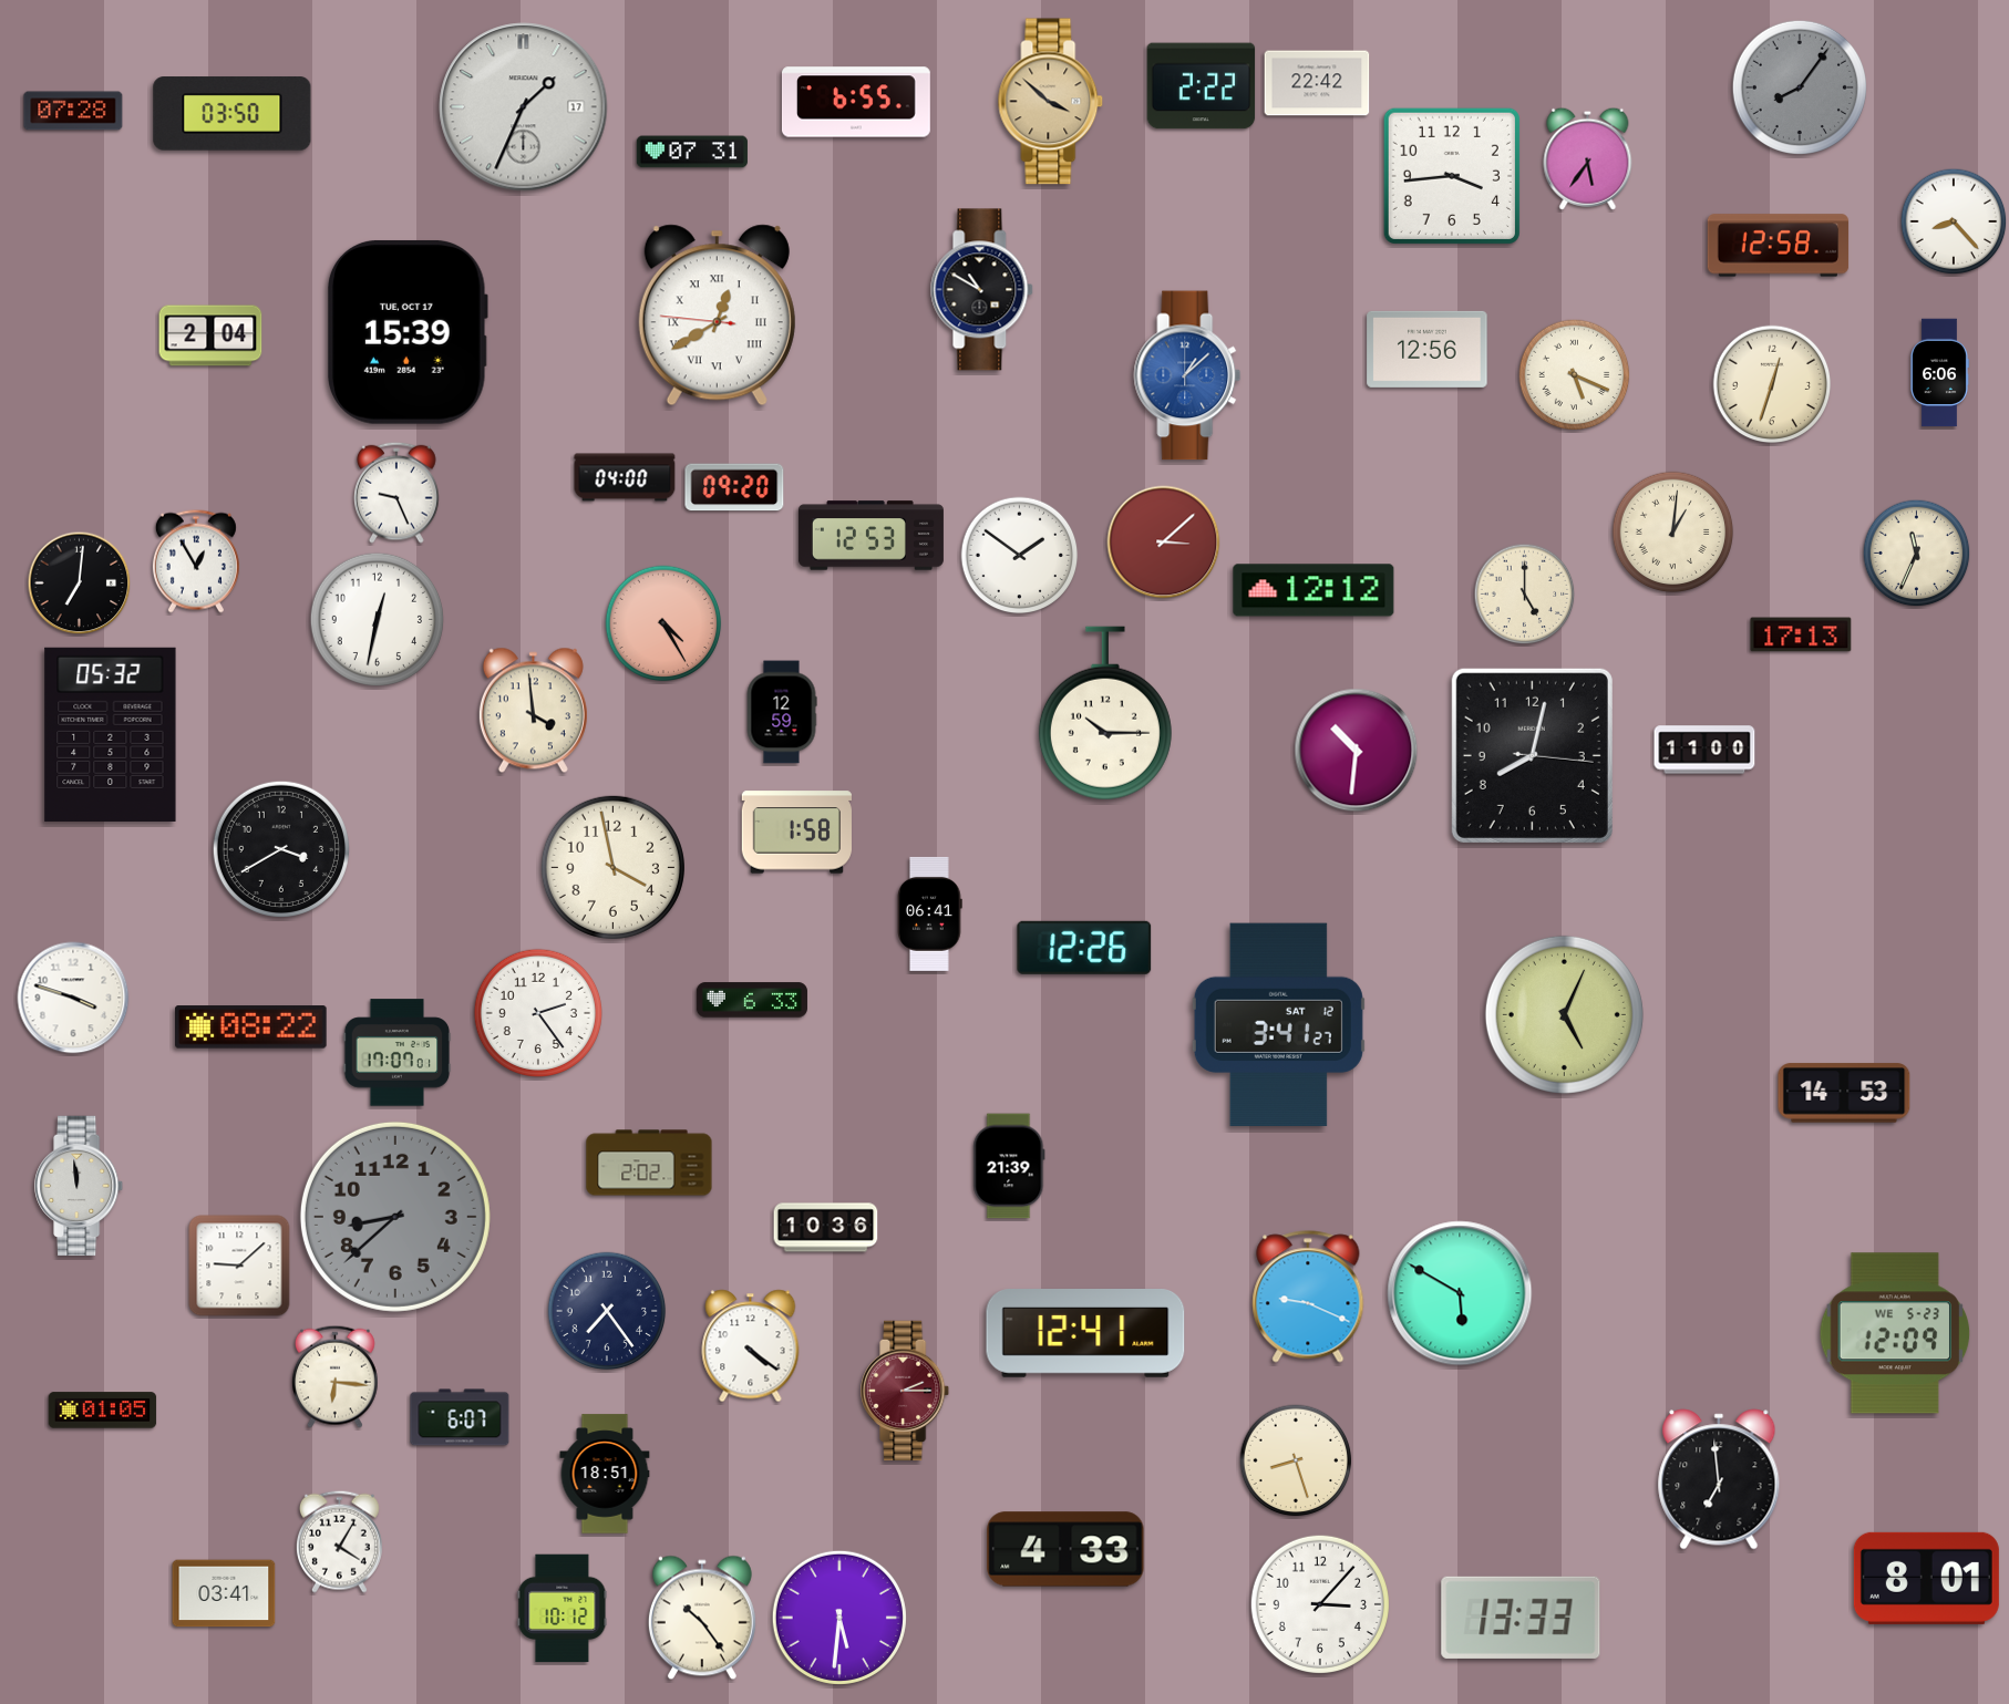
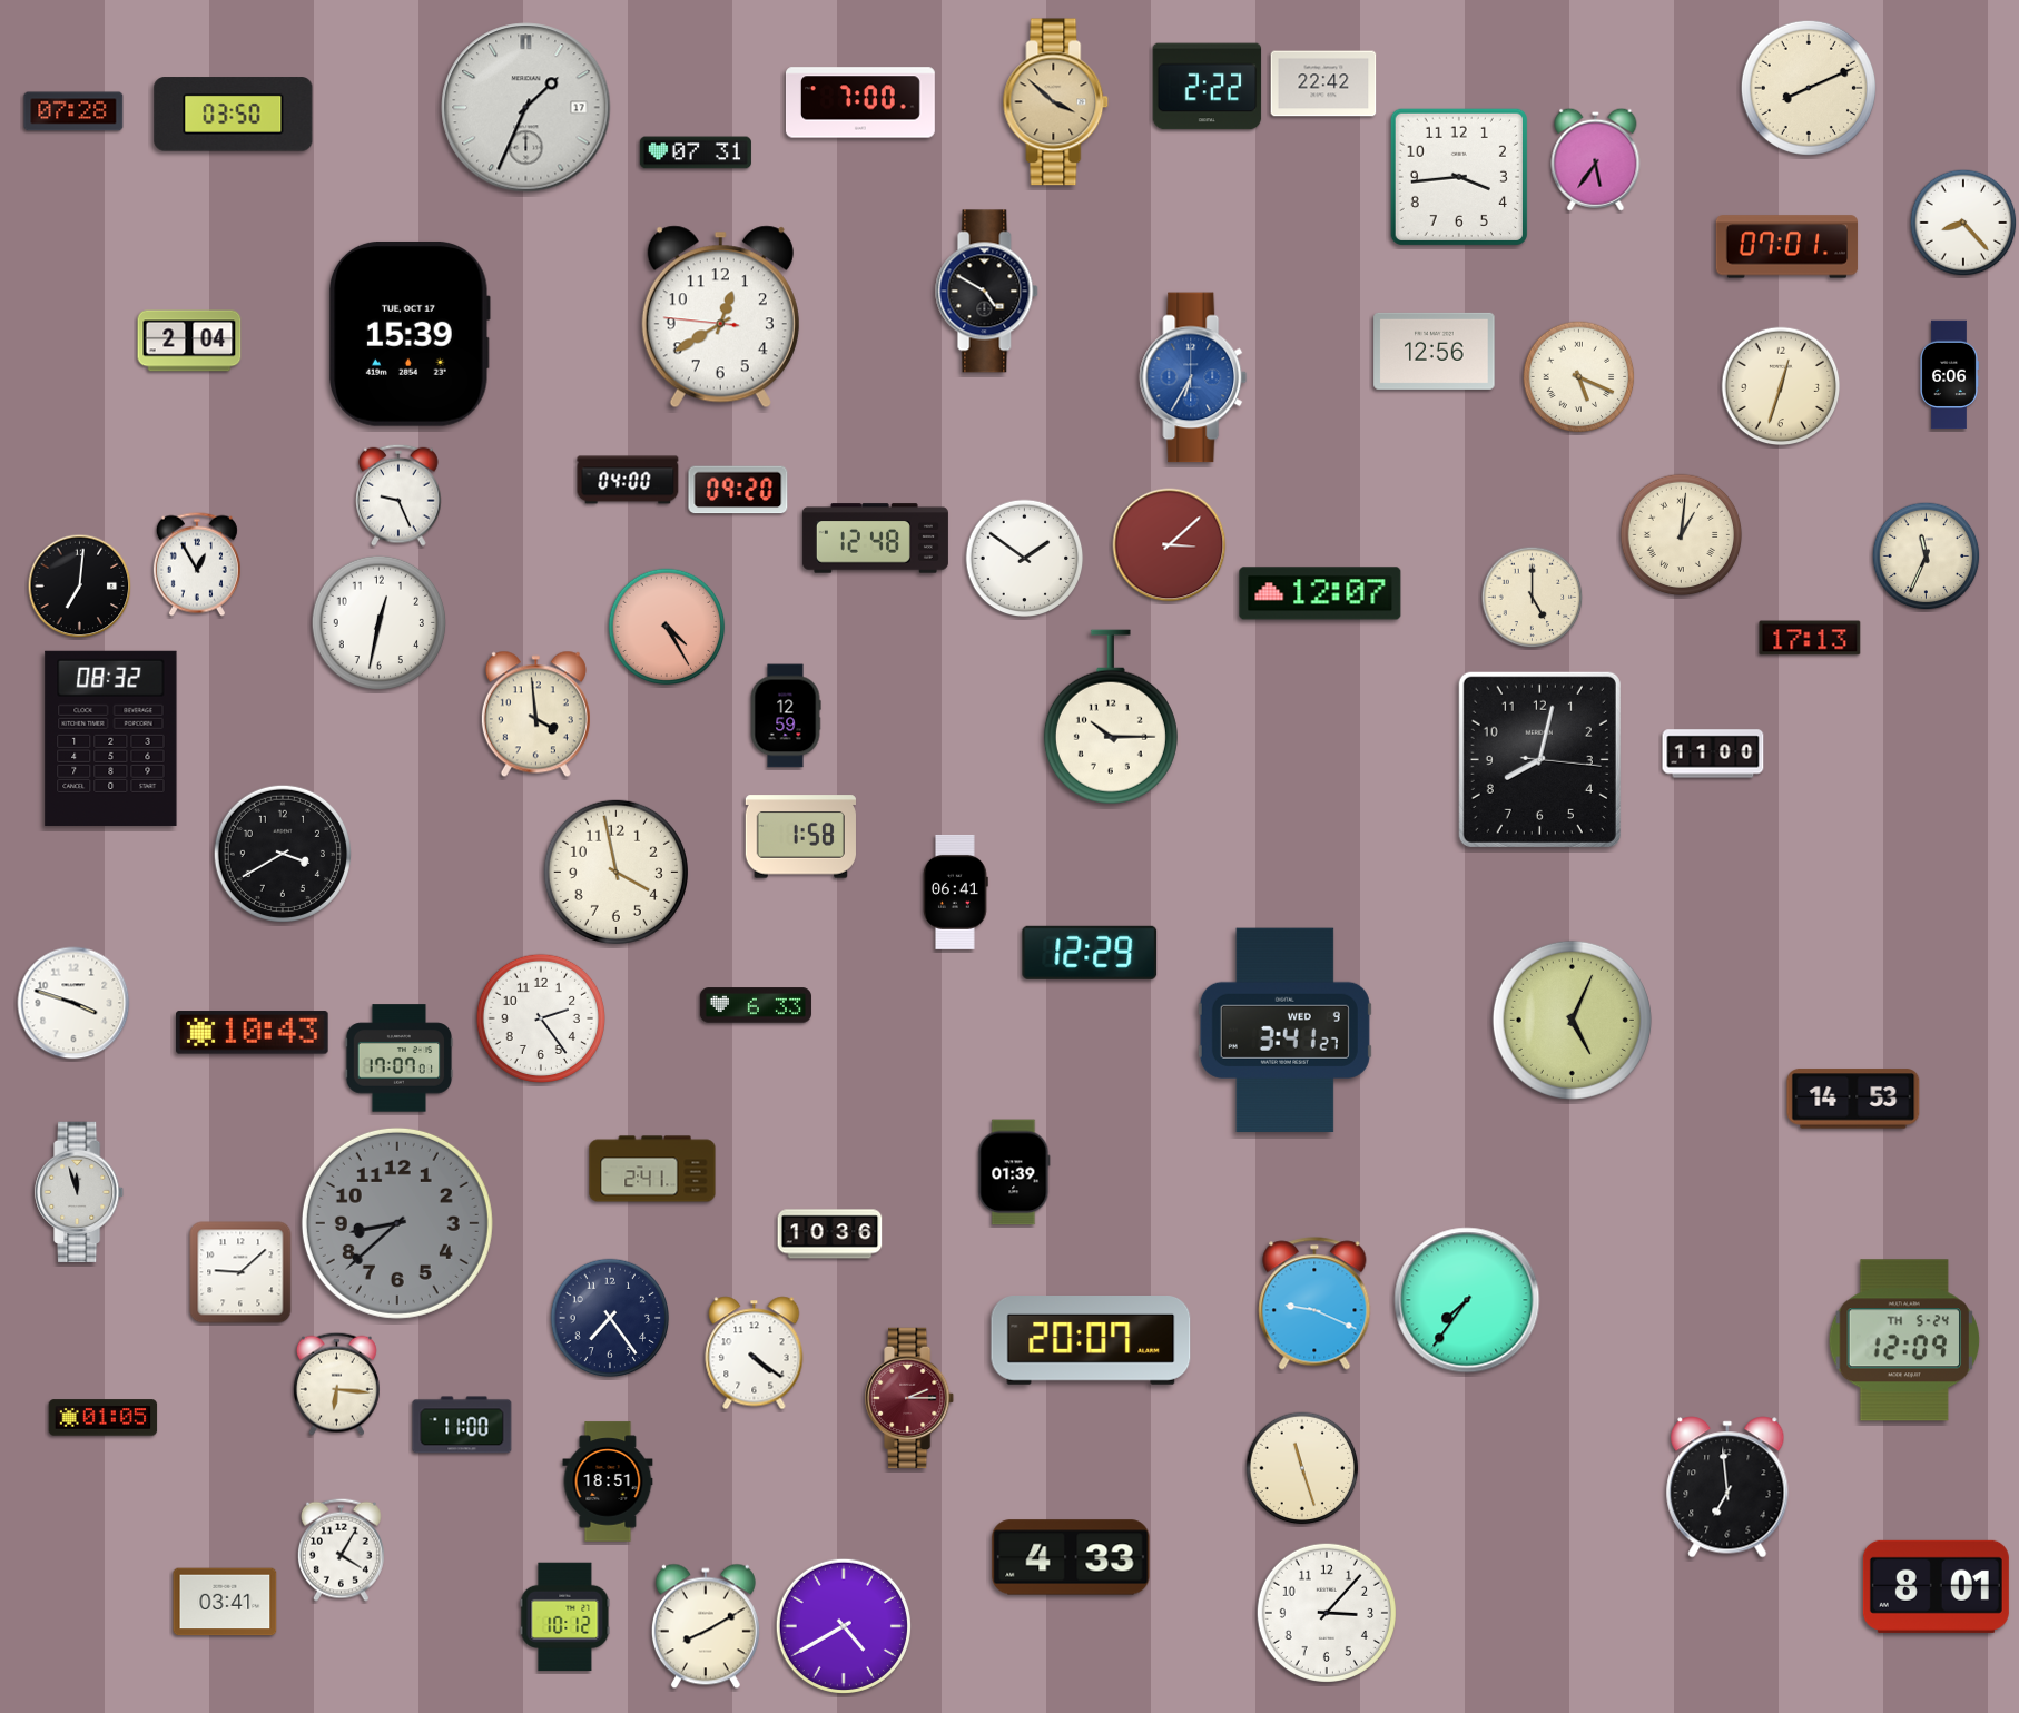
clock at (1799, 86): 8:06 -> 8:11
clock at (1799, 86) dial: grey -> cream
clock at (856, 102): 6:55 -> 7:00
clock at (1779, 246): 12:58 -> 07:01
clock at (982, 290): 10:50 -> 4:50
clock at (717, 316) numerals: Roman -> Arabic
clock at (210, 335) position: (210, 335) -> (189, 341)
clock at (1187, 375): 1:08 -> 6:35
clock at (1575, 375) position: (1575, 375) -> (1579, 377)
clock at (870, 536): 12:53 -> 12:48
clock at (1313, 590): 12:12 -> 12:07
clock at (111, 734): 05:32 -> 08:32
clock at (1357, 751): 10:31 -> none
clock at (930, 913) position: (930, 913) -> (956, 892)
clock at (1084, 948): 12:26 -> 12:29
clock at (1278, 1025) date: SAT 12 -> WED 9
clock at (251, 1027): 08:22 -> 10:43
clock at (649, 1163): 2:02 -> 2:41
clock at (1009, 1166): 21:39 -> 01:39
clock at (80, 1186): 11:59 -> 11:57
clock at (1460, 1293): 5:50 -> 7:36
clock at (1895, 1333) date: WE 5-23 -> TH 5-24
clock at (1085, 1334): 12:41 -> 20:07
clock at (460, 1417): 6:07 -> 11:00
clock at (1296, 1460): 8:27 -> 11:27
clock at (838, 1617): 5:31 -> 4:40
clock at (702, 1618): 10:24 -> 8:10
clock at (1521, 1618): 13:33 -> none
